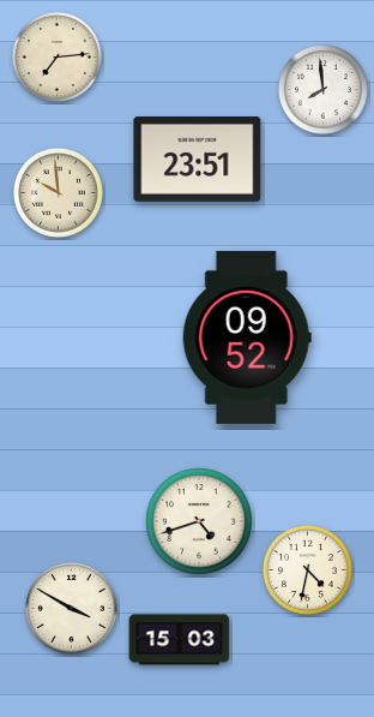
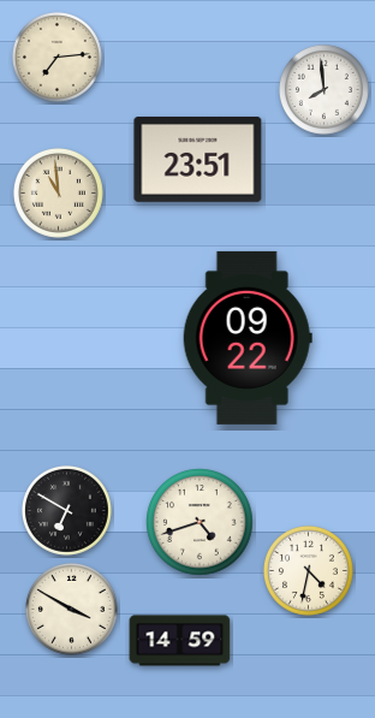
clock at (58, 192): 9:59 -> 10:59
clock at (247, 337): 09:52 -> 09:22
clock at (66, 510): none -> 6:50
clock at (180, 640): 15:03 -> 14:59
